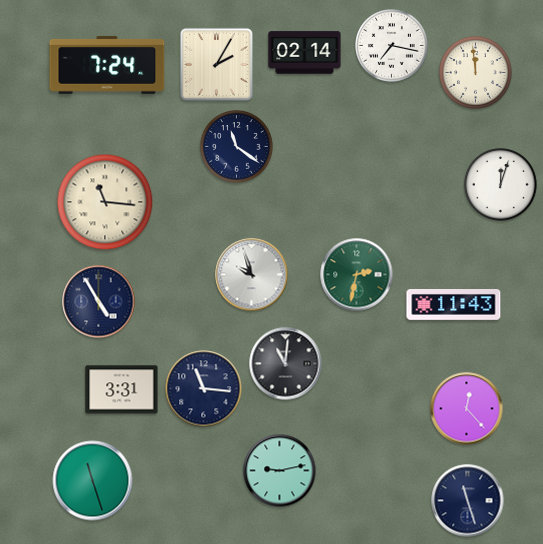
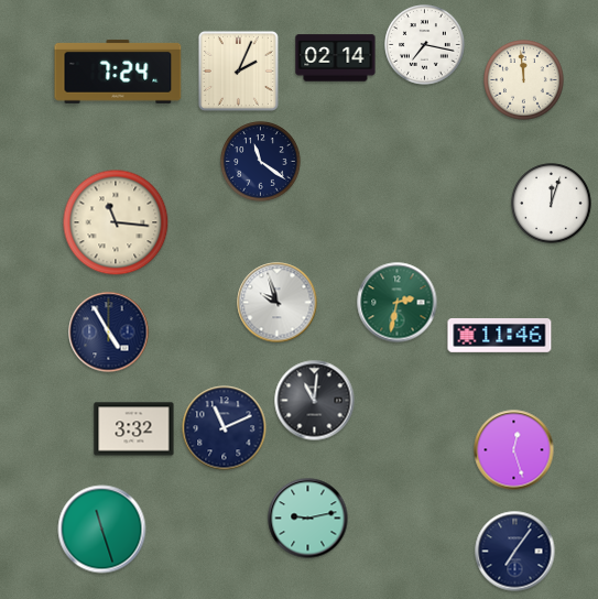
clock at (392, 46) position: (392, 46) -> (425, 45)
clock at (216, 64): 2:05 -> 2:04
clock at (357, 275) position: (357, 275) -> (398, 303)
clock at (454, 305): 11:43 -> 11:46
clock at (204, 389): 11:16 -> 11:11
clock at (122, 390): 3:31 -> 3:32
clock at (467, 409): 12:23 -> 12:27
clock at (468, 501): 11:27 -> 7:06
